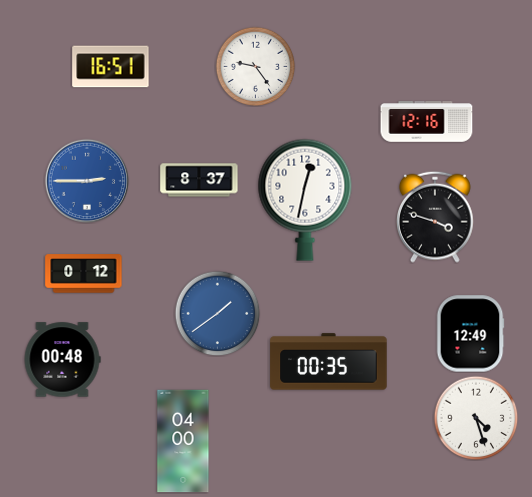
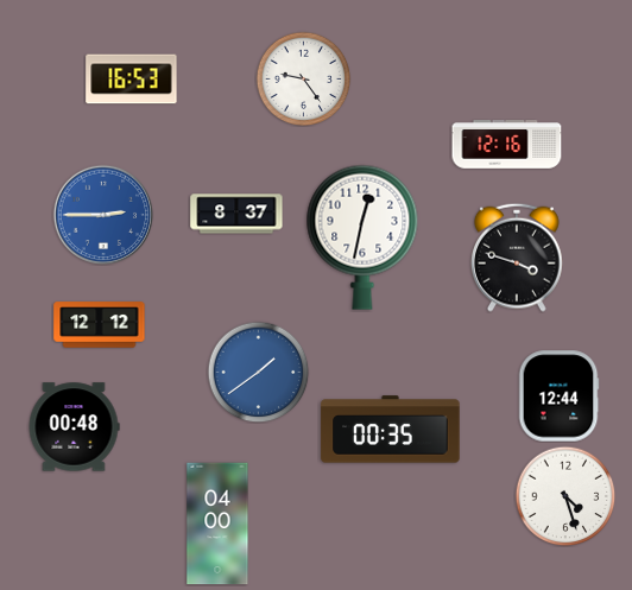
clock at (111, 67): 16:51 -> 16:53
clock at (84, 274): 0:12 -> 12:12
clock at (470, 334): 12:49 -> 12:44
